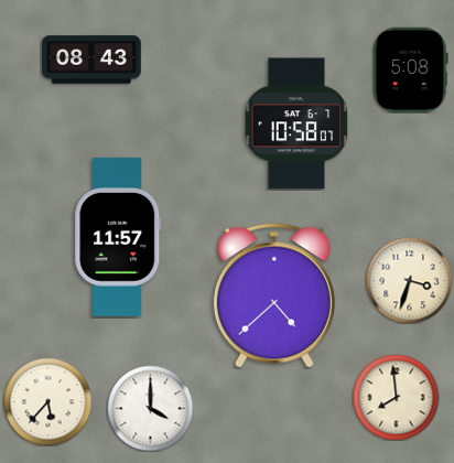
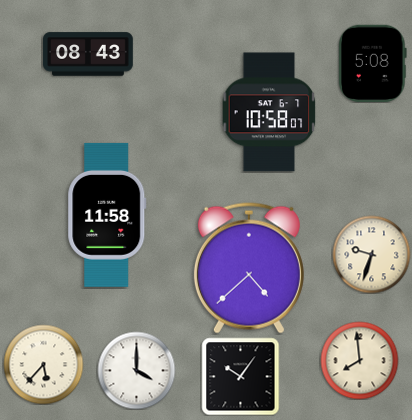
clock at (91, 60) position: (91, 60) -> (88, 54)
clock at (118, 237): 11:57 -> 11:58
clock at (409, 280): 3:33 -> 9:33
clock at (240, 376): none -> 10:06
